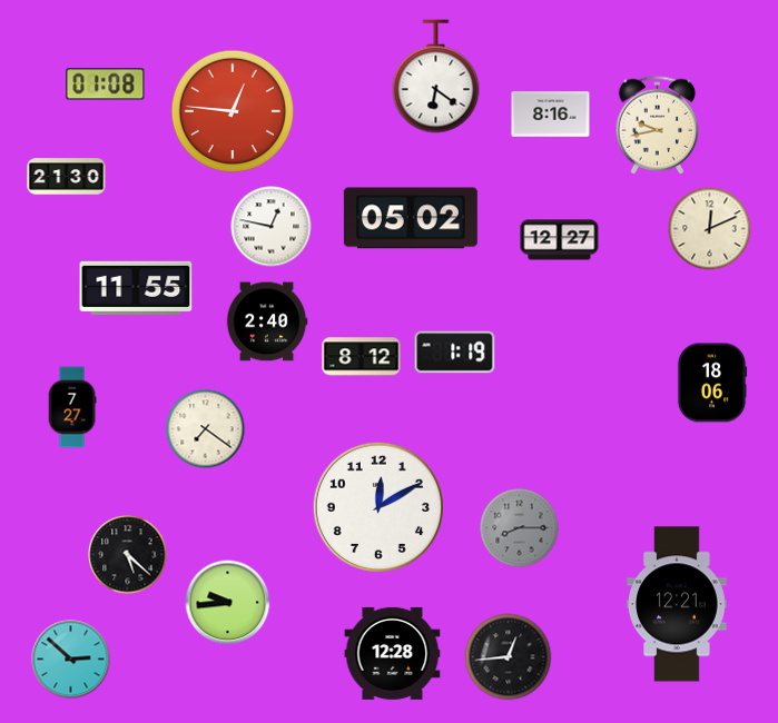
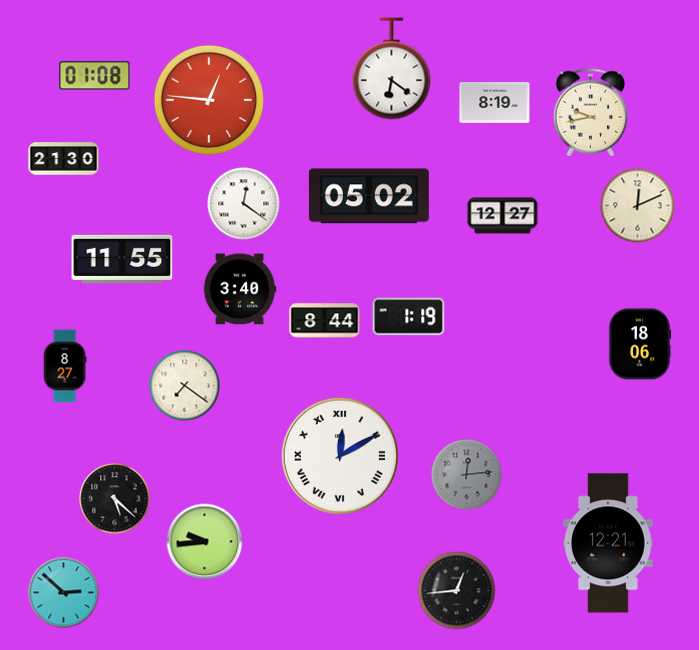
clock at (551, 115): 8:16 -> 8:19
clock at (67, 177) position: (67, 177) -> (64, 159)
clock at (272, 227): 12:47 -> 12:21
clock at (267, 321): 2:40 -> 3:40
clock at (362, 357): 8:12 -> 8:44
clock at (72, 407): 7:27 -> 8:27
clock at (377, 506) numerals: Arabic -> Roman
clock at (520, 528): 8:15 -> 12:14
clock at (393, 653): 12:28 -> none
